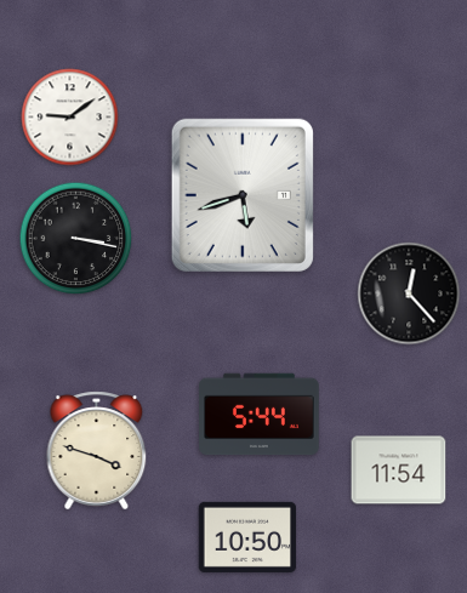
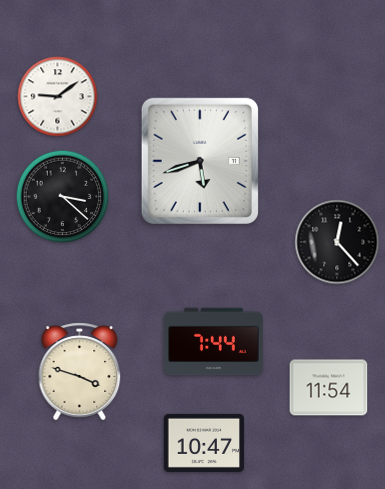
clock at (76, 239): 3:17 -> 3:22
clock at (260, 415): 5:44 -> 7:44
clock at (247, 537): 10:50 -> 10:47
